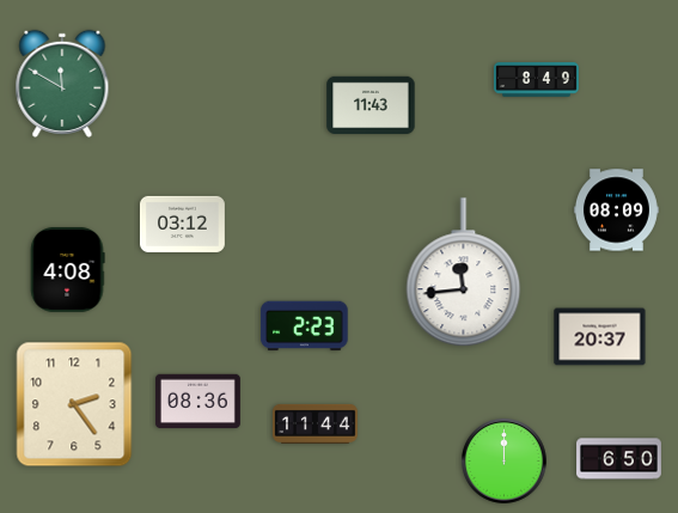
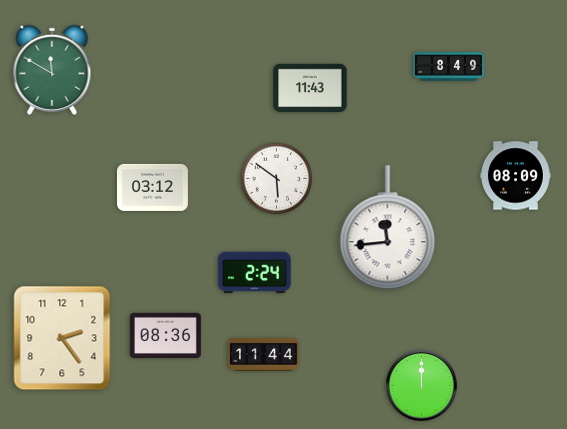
clock at (277, 179): none -> 5:51
clock at (67, 269): 4:08 -> none
clock at (305, 326): 2:23 -> 2:24
clock at (600, 337): 20:37 -> none
clock at (619, 459): 6:50 -> none
